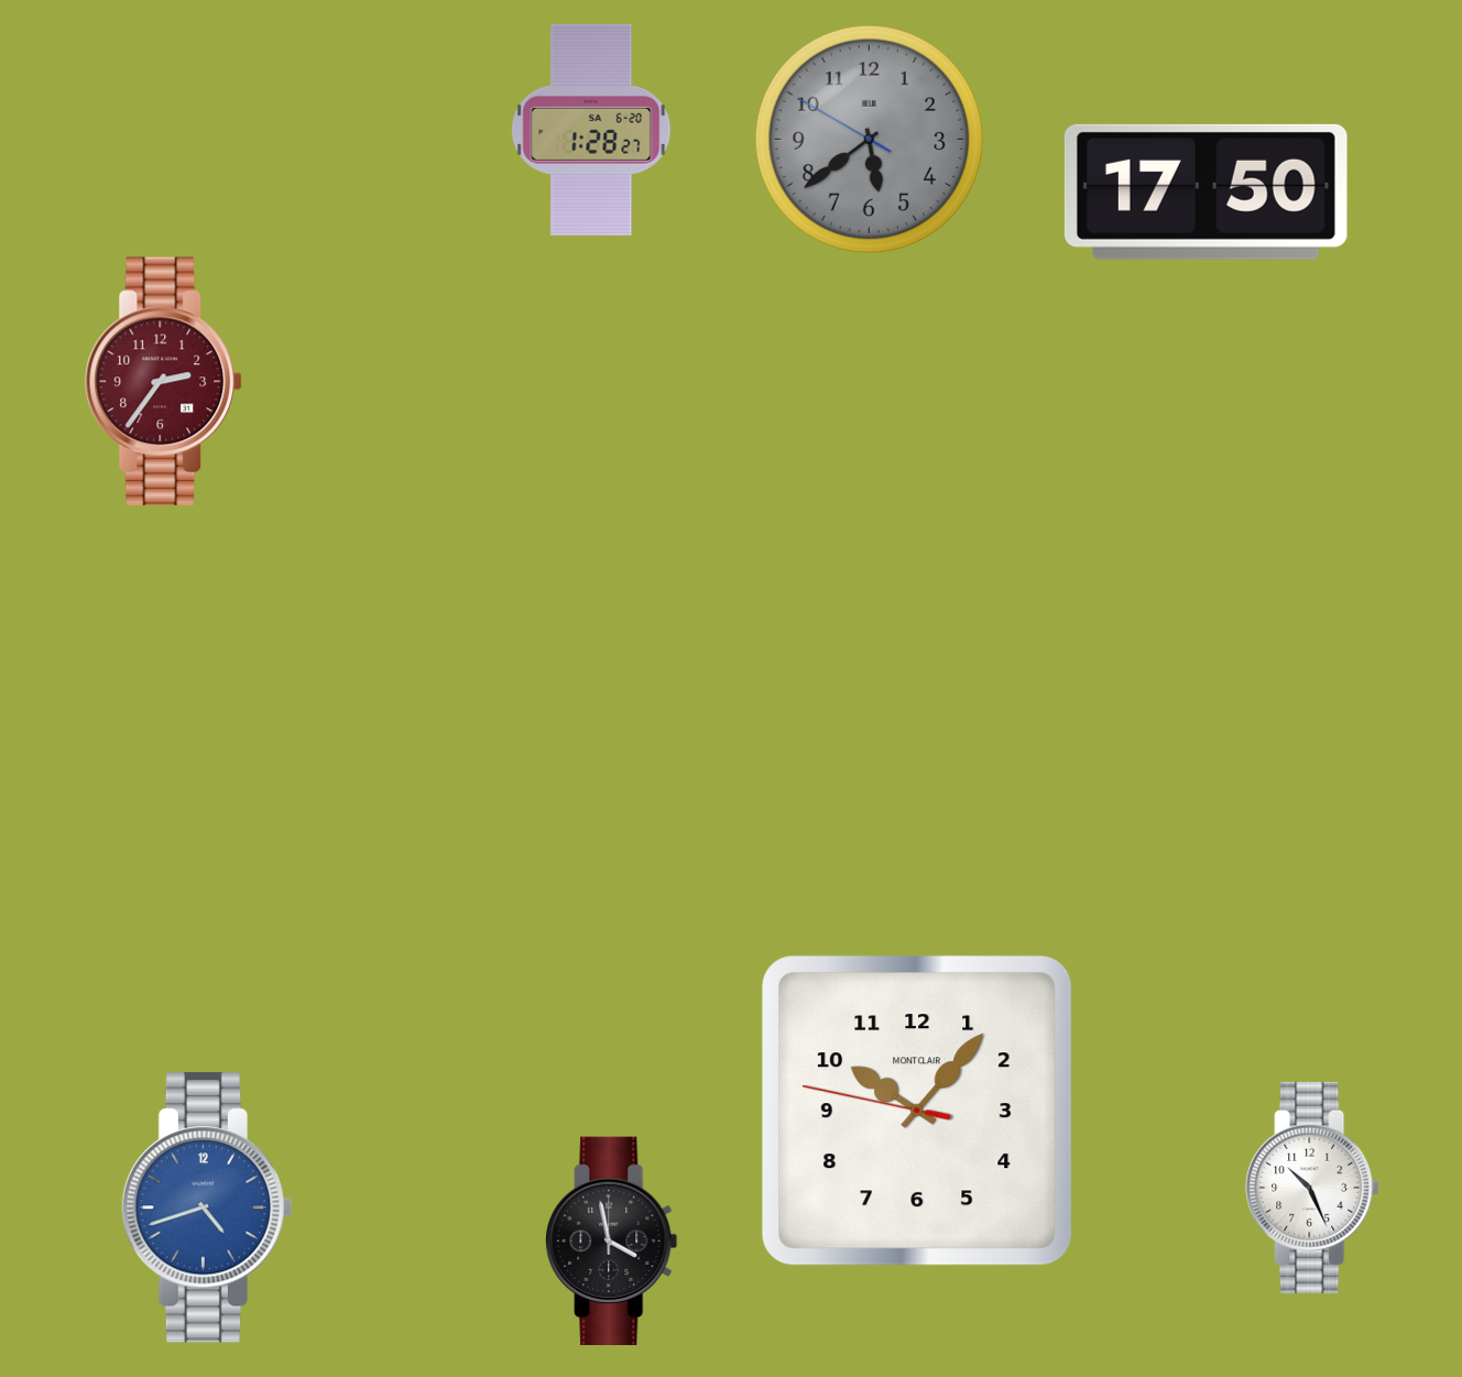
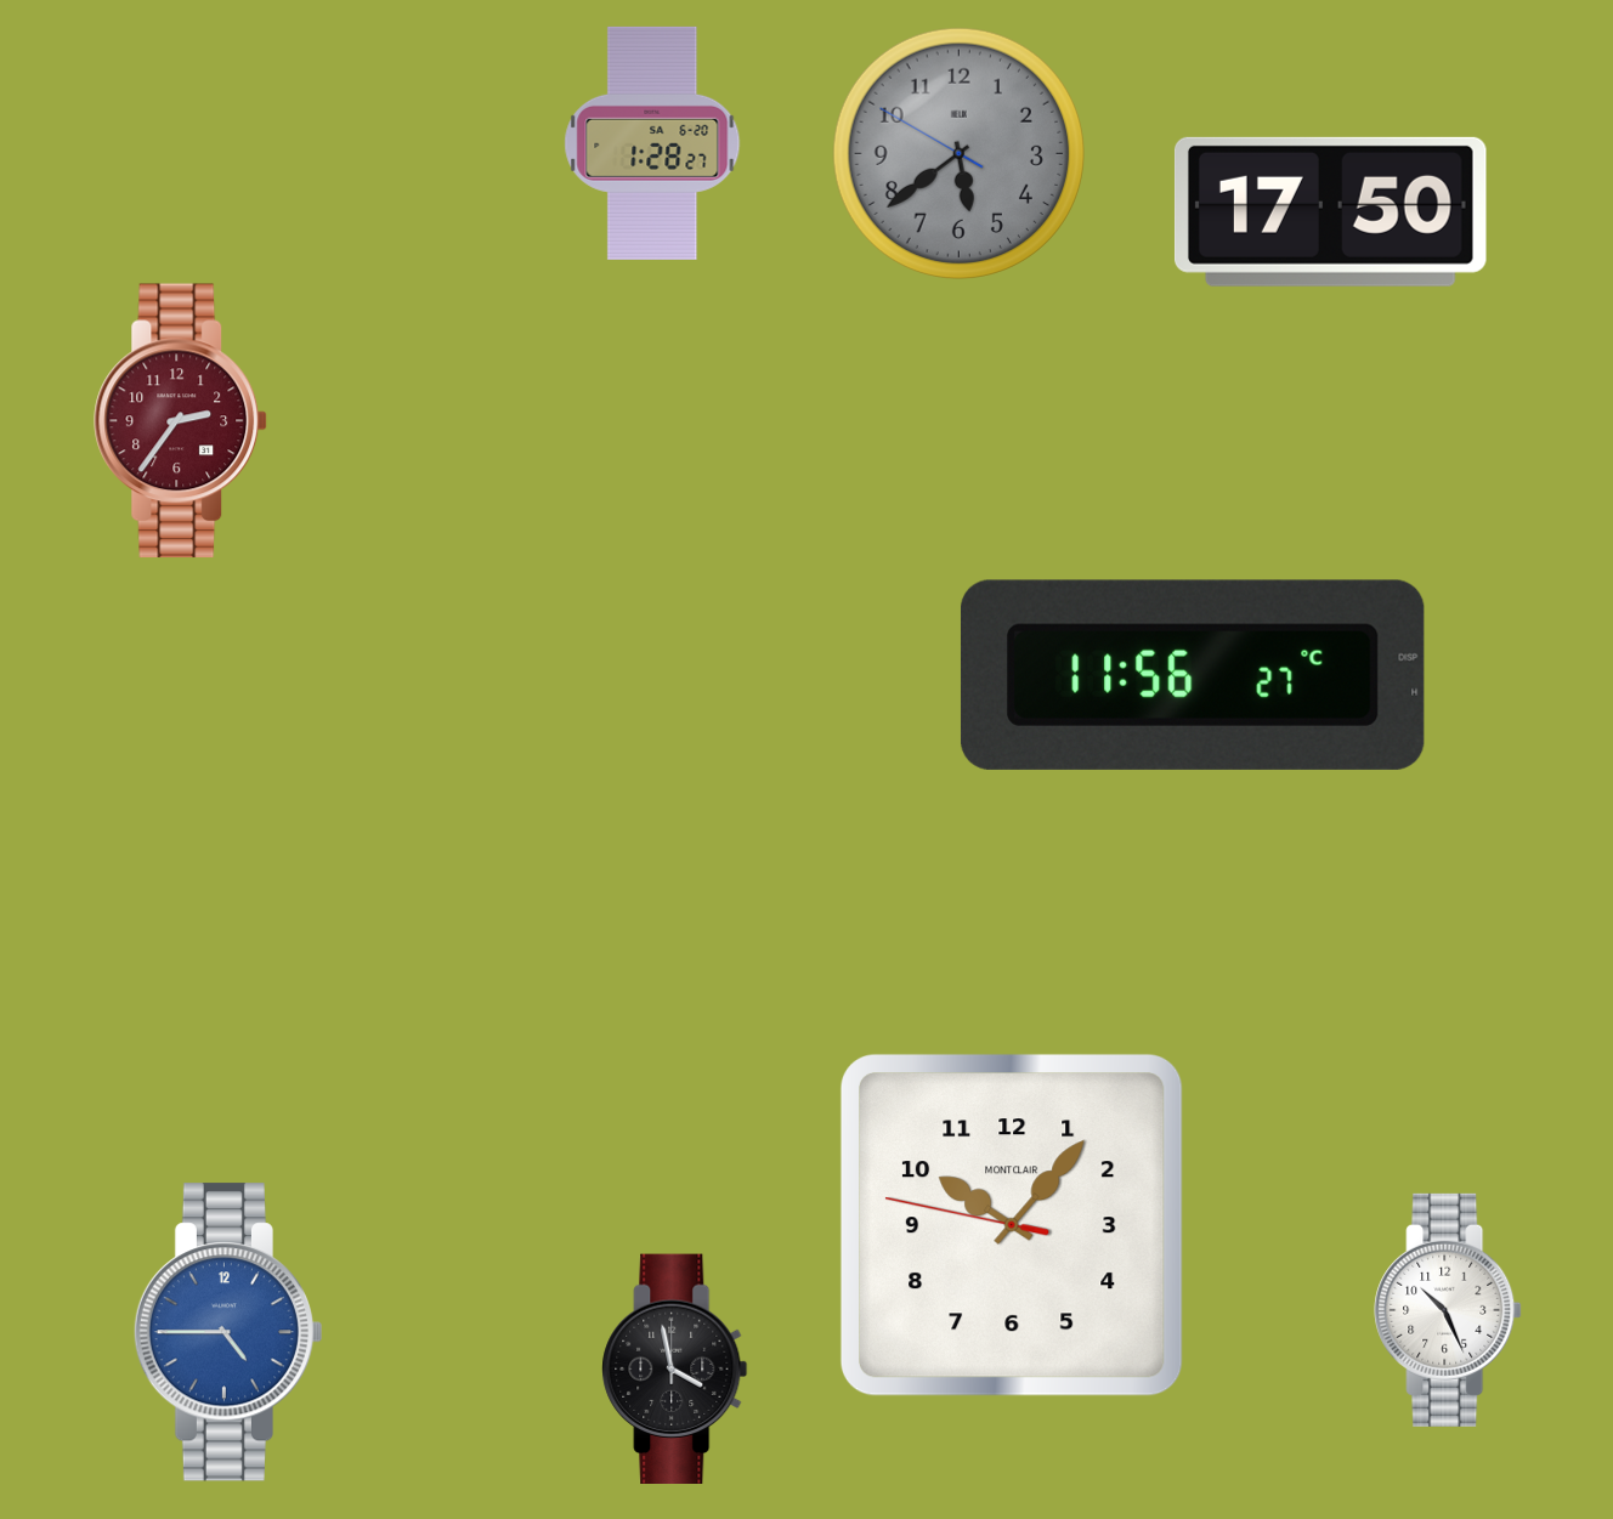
clock at (1193, 675): none -> 11:56
clock at (207, 1207): 4:42 -> 4:45
